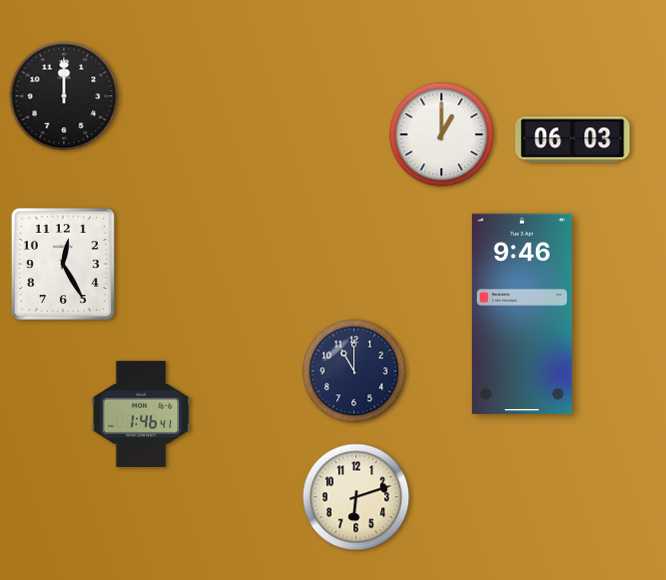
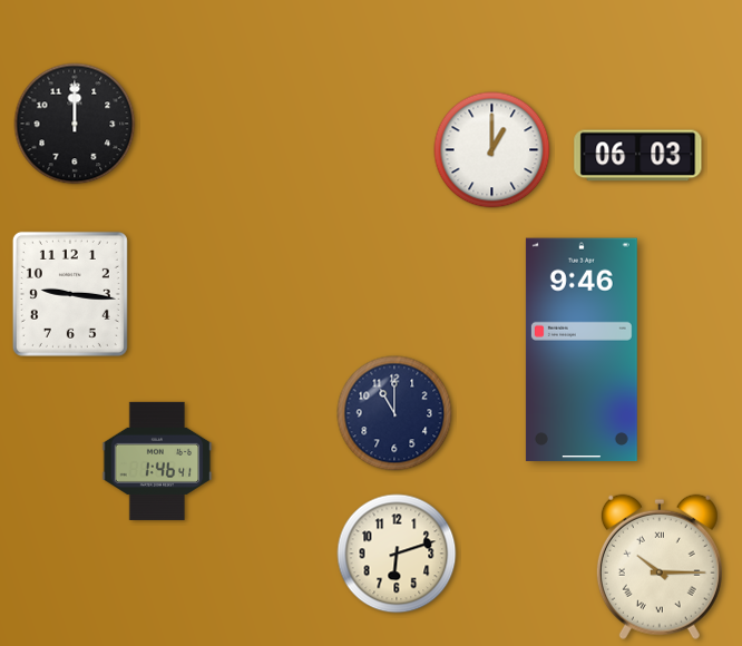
clock at (64, 96) position: (64, 96) -> (75, 124)
clock at (63, 264): 12:25 -> 9:16
clock at (660, 567): none -> 10:15
